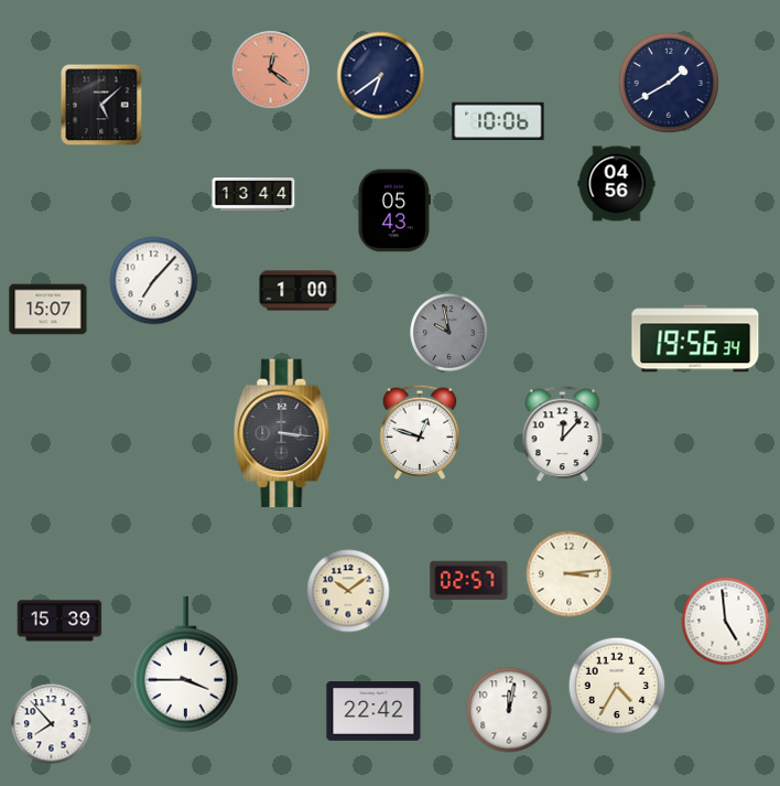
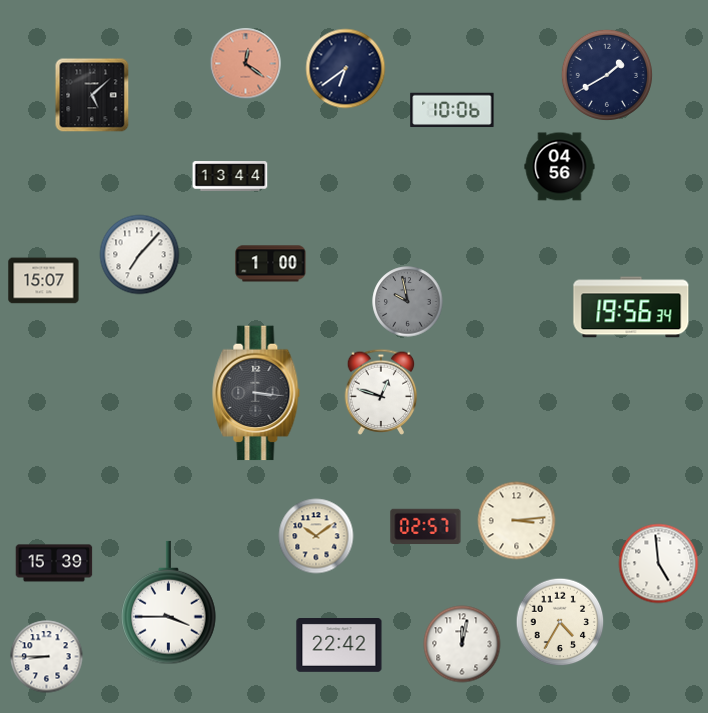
clock at (394, 211): 05:43 -> none
clock at (563, 434): 12:07 -> none
clock at (52, 724): 7:53 -> 8:45
